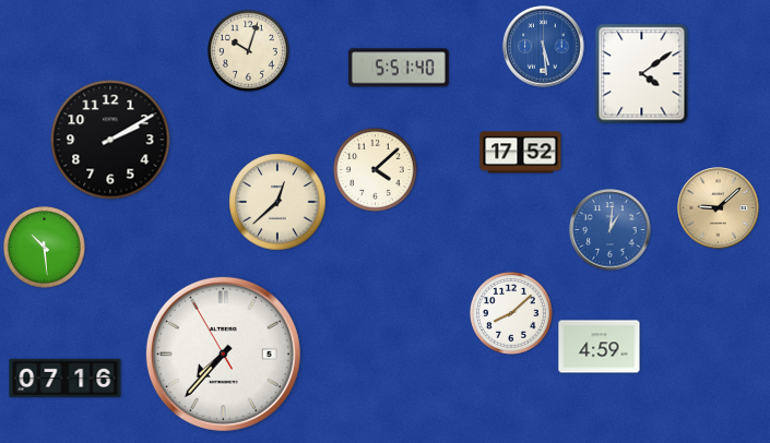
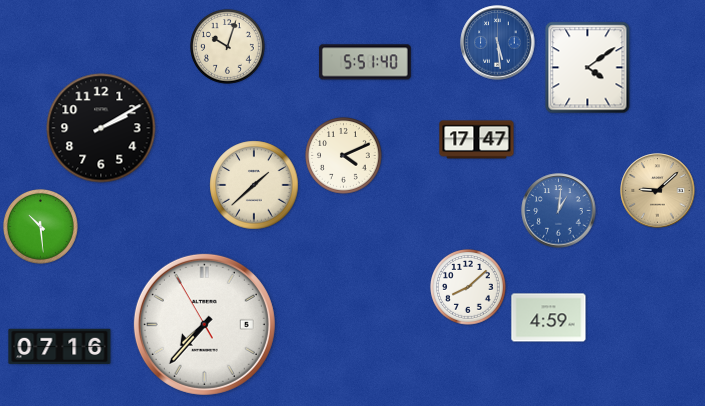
clock at (521, 153): 17:52 -> 17:47
clock at (376, 170): 4:08 -> 4:11
clock at (277, 202): 12:38 -> 1:38
